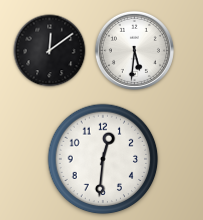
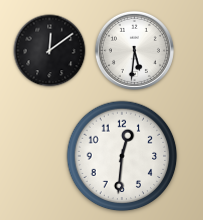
clock at (103, 159) position: (103, 159) -> (122, 156)
